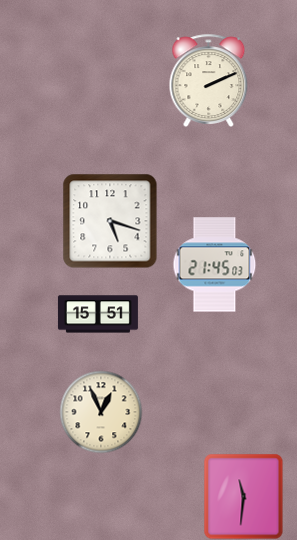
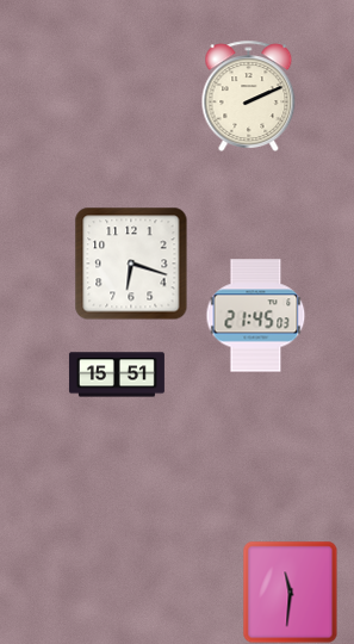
clock at (110, 221): 5:18 -> 6:18
clock at (101, 412): 12:56 -> none
